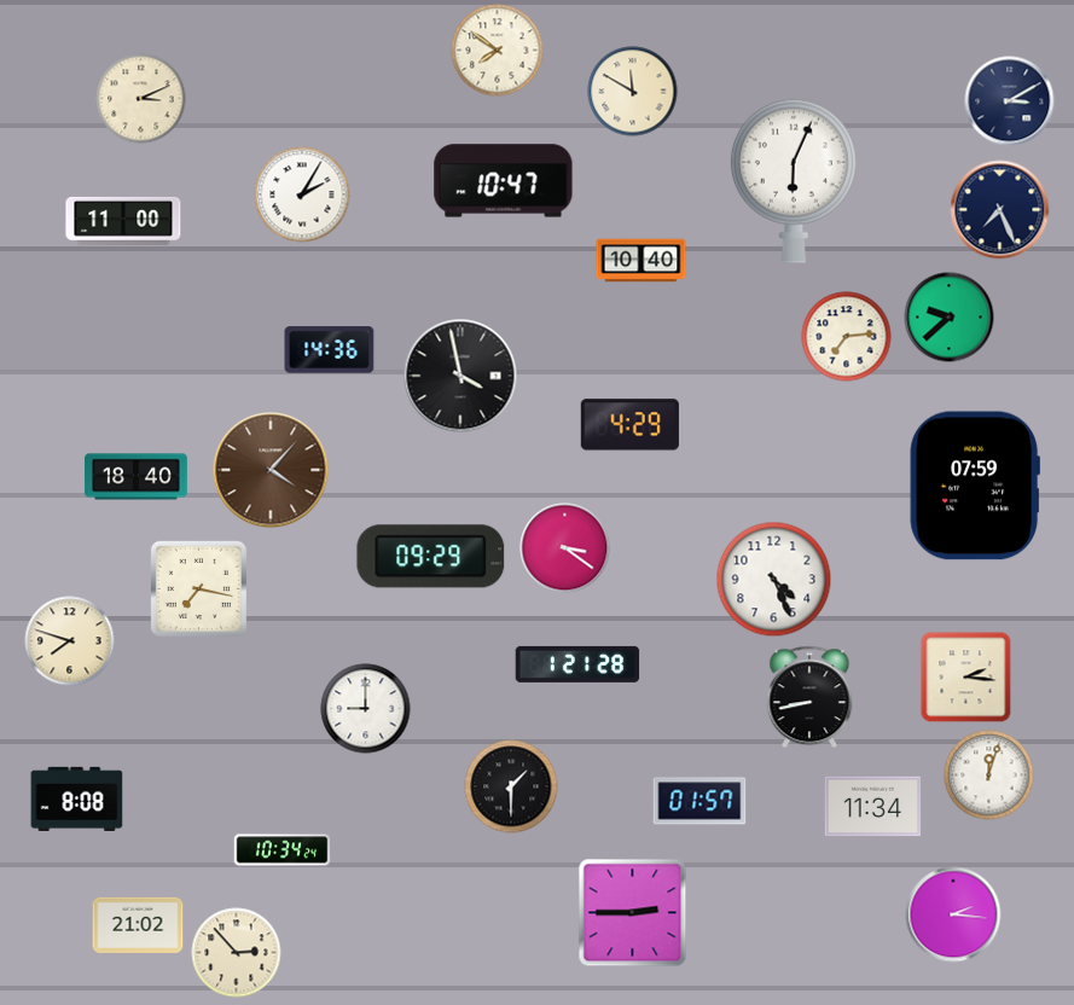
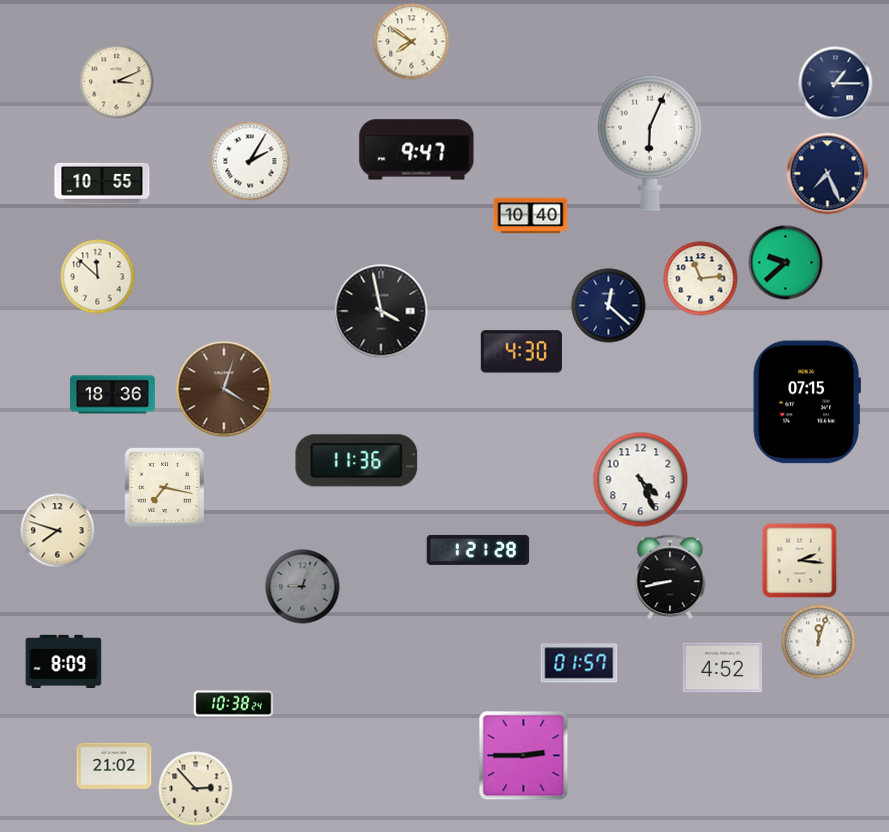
clock at (633, 92): 11:50 -> none
clock at (1010, 101): 3:10 -> 1:15
clock at (504, 181): 10:47 -> 9:47
clock at (794, 181) position: (794, 181) -> (650, 143)
clock at (123, 221): 11:00 -> 10:55
clock at (98, 277): none -> 11:52
clock at (847, 337): 7:14 -> 11:14
clock at (330, 350): 14:36 -> none
clock at (609, 306): none -> 12:22
clock at (629, 425): 4:29 -> 4:30
clock at (271, 470): 4:07 -> 4:03
clock at (137, 477): 18:40 -> 18:36
clock at (975, 486): 07:59 -> 07:15
clock at (565, 548): 3:21 -> none
clock at (431, 557): 09:29 -> 11:36
clock at (366, 709): 9:00 -> 9:03
clock at (366, 709) dial: white -> grey
clock at (511, 786): 1:30 -> none
clock at (77, 798): 8:08 -> 8:09
clock at (873, 807): 11:34 -> 4:52
clock at (283, 850): 10:34 -> 10:38
clock at (953, 914): 2:16 -> none
